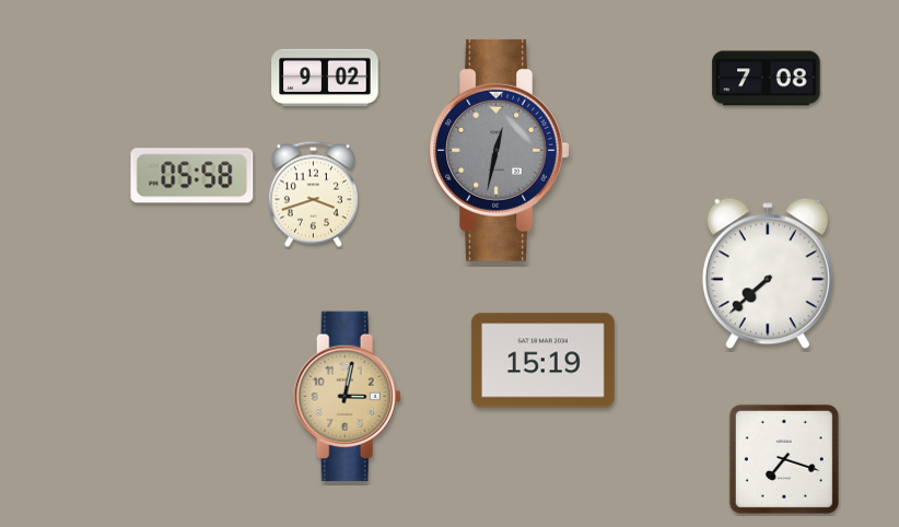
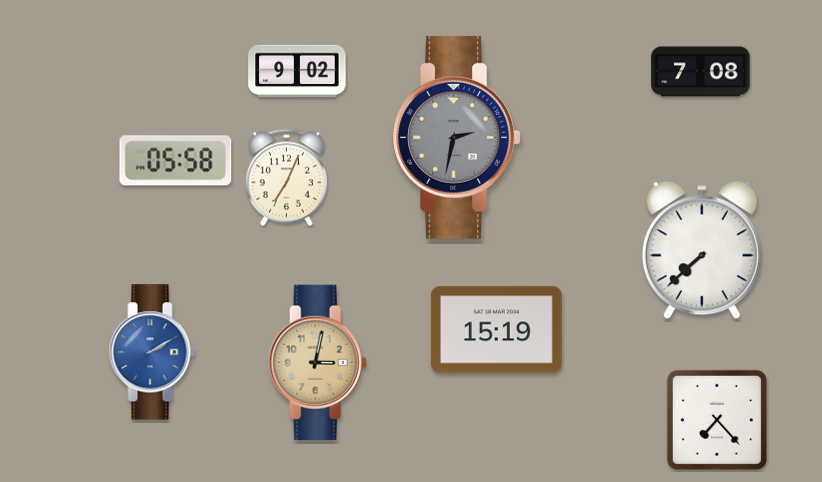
clock at (500, 150): 12:32 -> 2:32
clock at (313, 195): 3:42 -> 7:04
clock at (152, 352): none -> 2:10
clock at (784, 459): 7:18 -> 7:23
